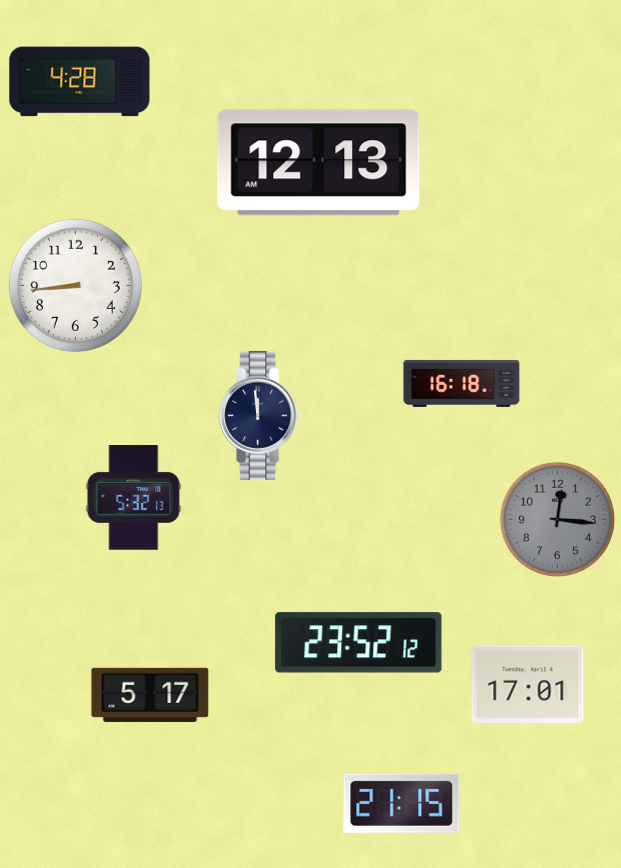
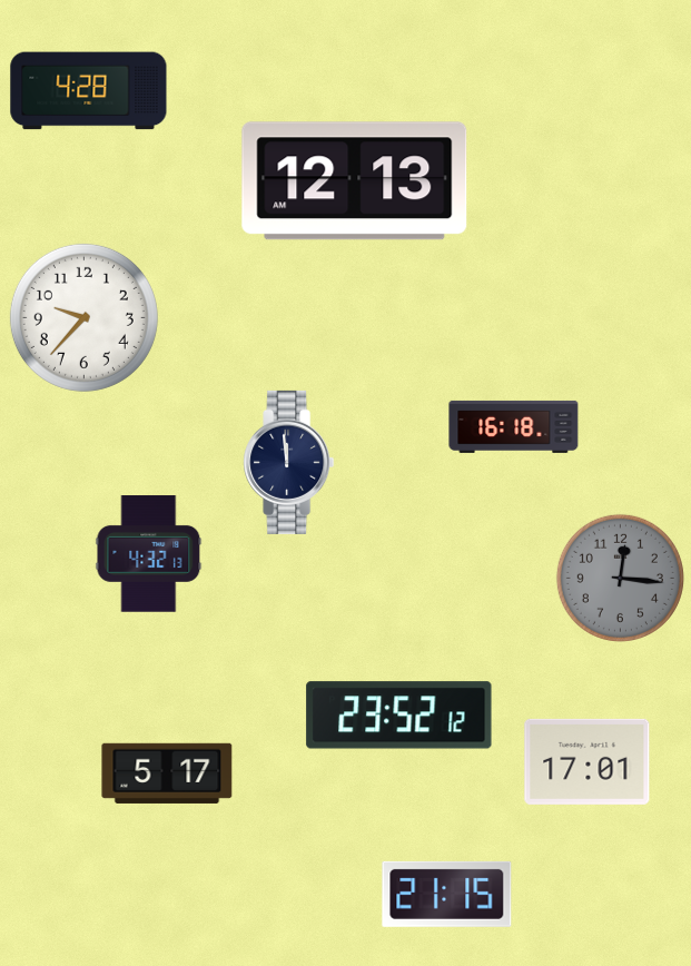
clock at (75, 285): 8:44 -> 9:37
clock at (134, 498): 5:32 -> 4:32
